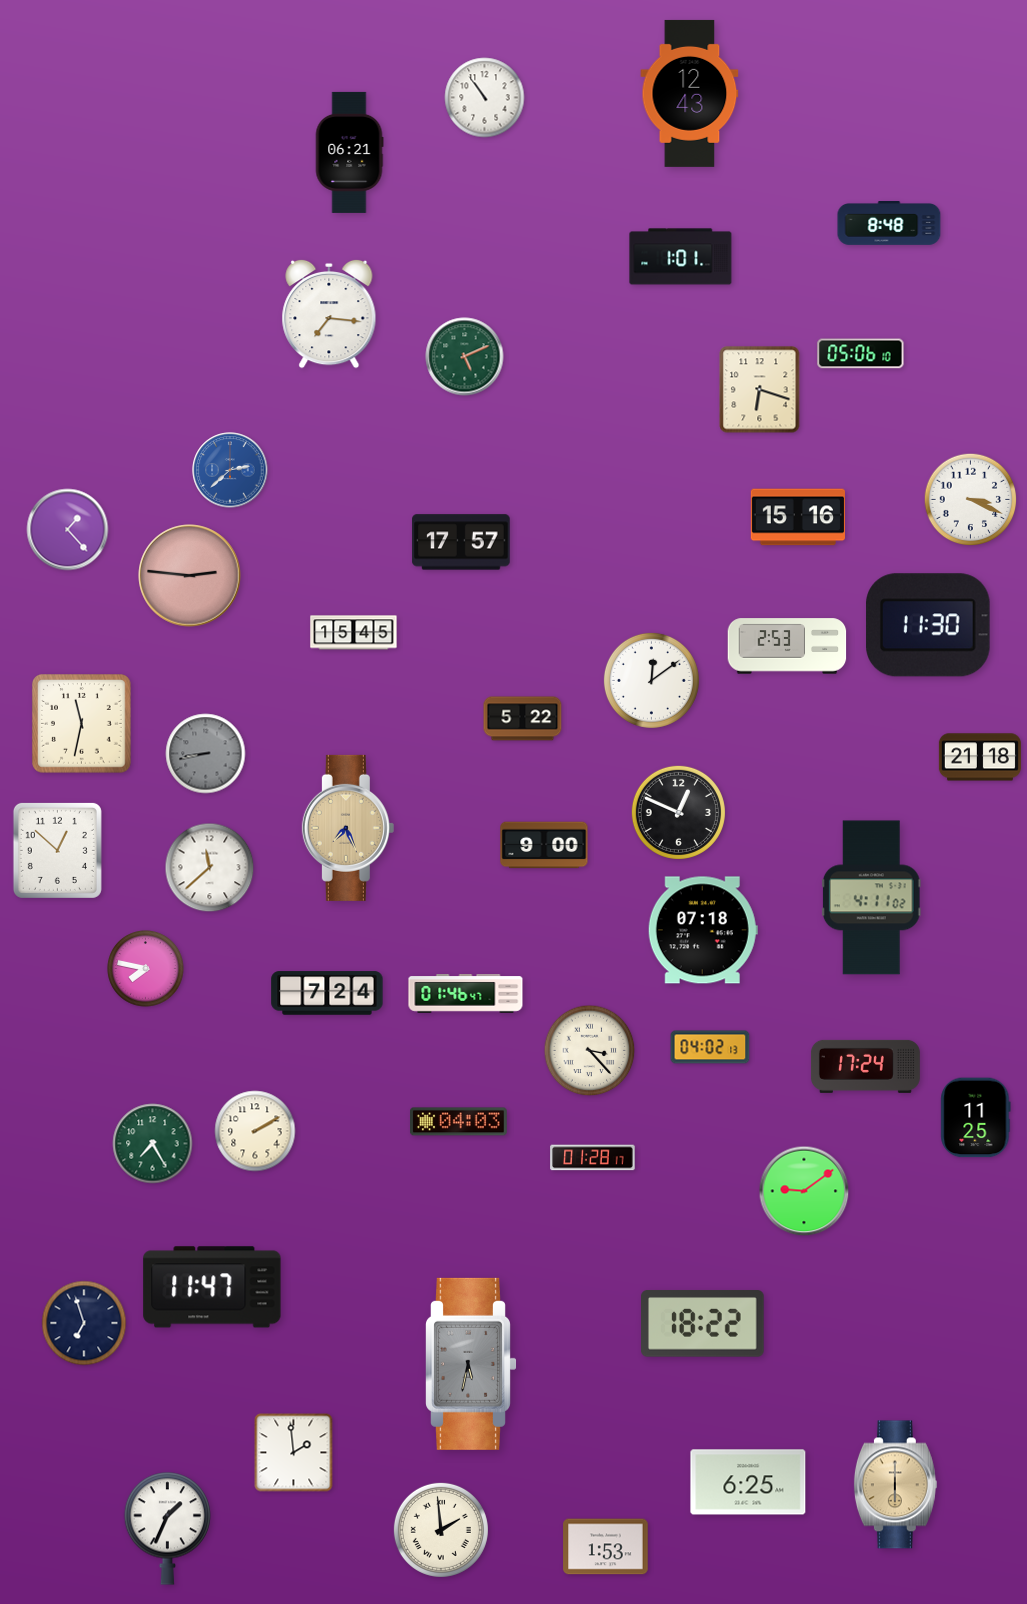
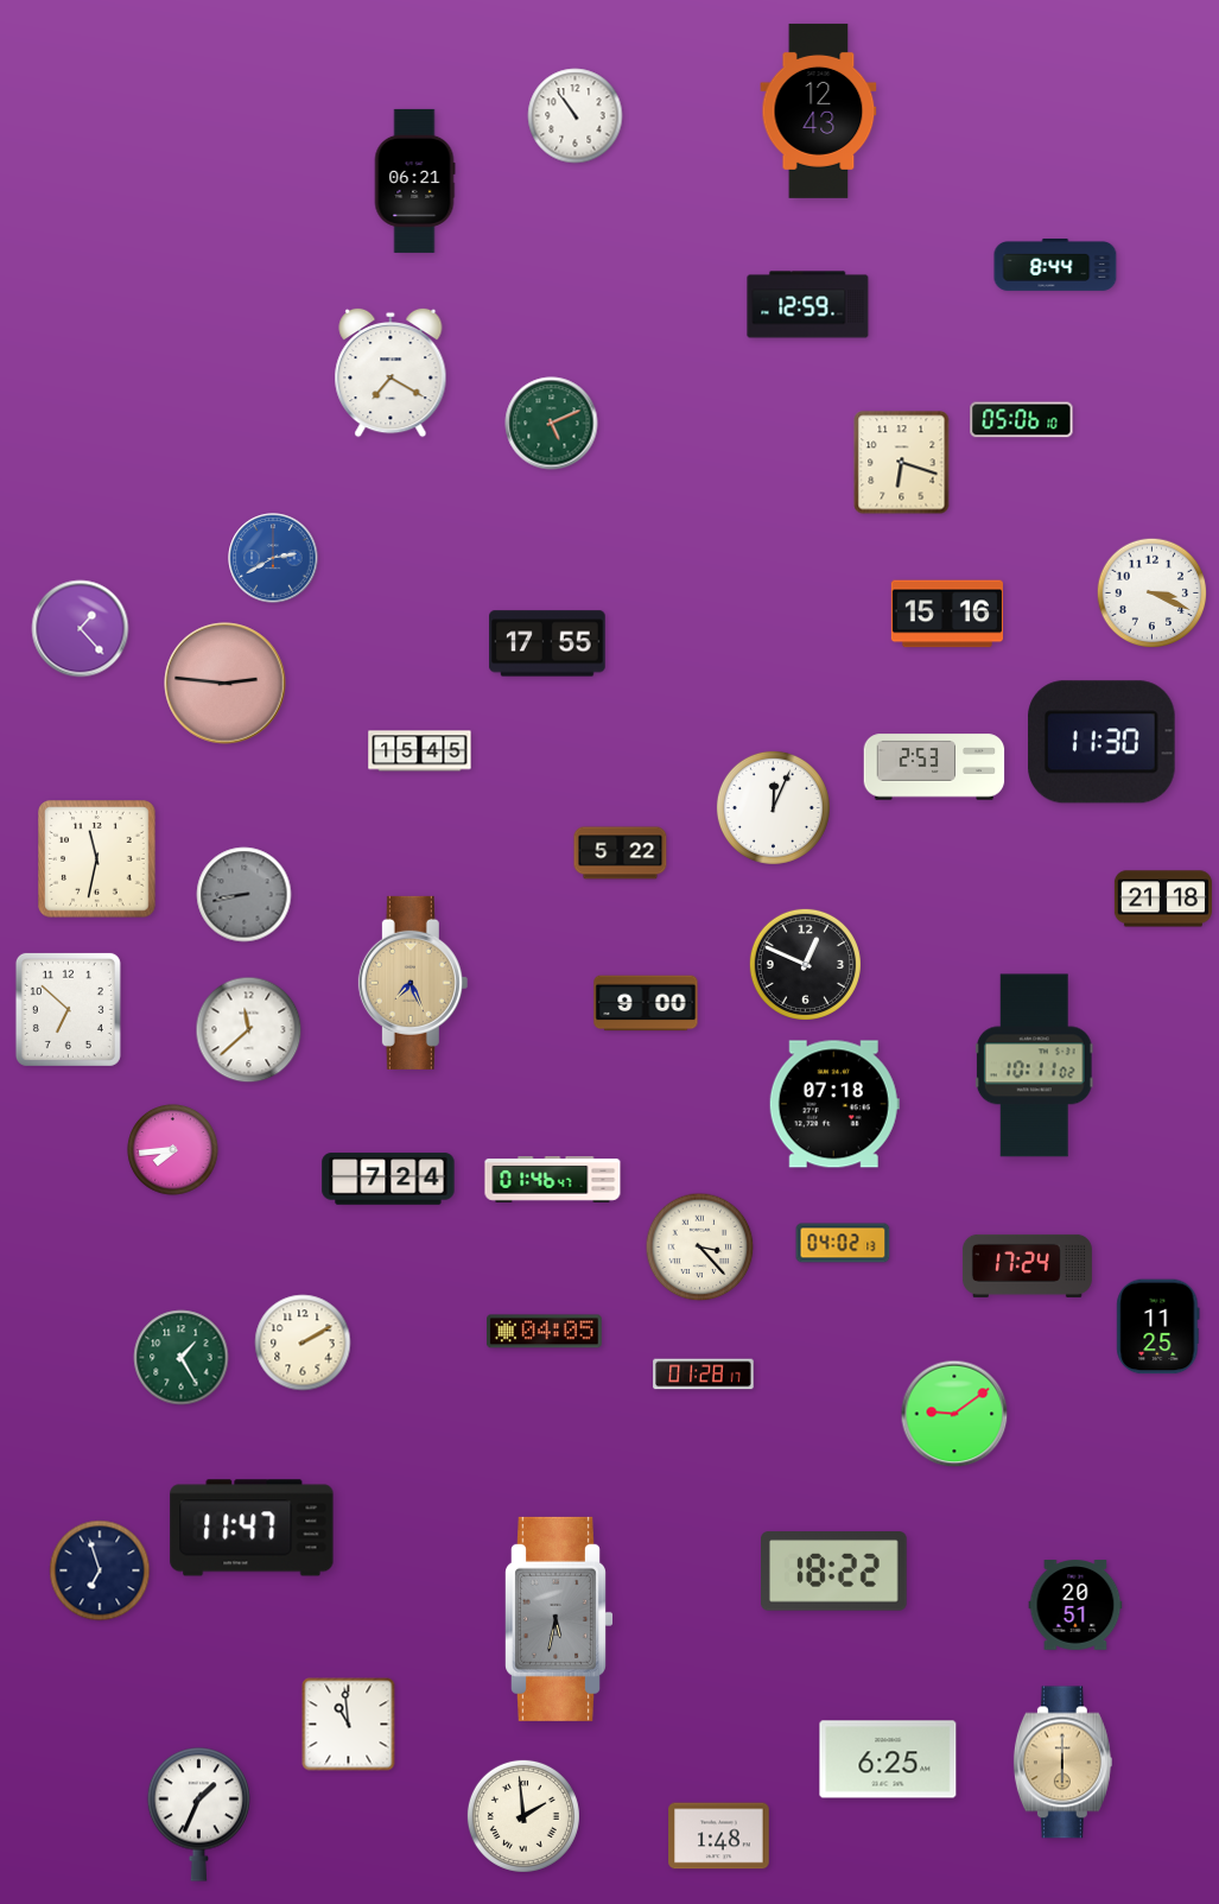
clock at (889, 224): 8:48 -> 8:44
clock at (681, 257): 1:01 -> 12:59
clock at (329, 314): 7:16 -> 7:20
clock at (230, 470): 2:38 -> 2:40
clock at (461, 542): 17:57 -> 17:55
clock at (651, 680): 12:09 -> 12:04
clock at (57, 850): 12:52 -> 6:52
clock at (871, 898): 4:11 -> 10:11
clock at (146, 969): 7:47 -> 7:44
clock at (459, 1122): 04:03 -> 04:05
clock at (153, 1144): 7:25 -> 1:25
clock at (1075, 1605): none -> 20:51
clock at (294, 1453): 1:59 -> 10:59
clock at (606, 1547): 1:53 -> 1:48
